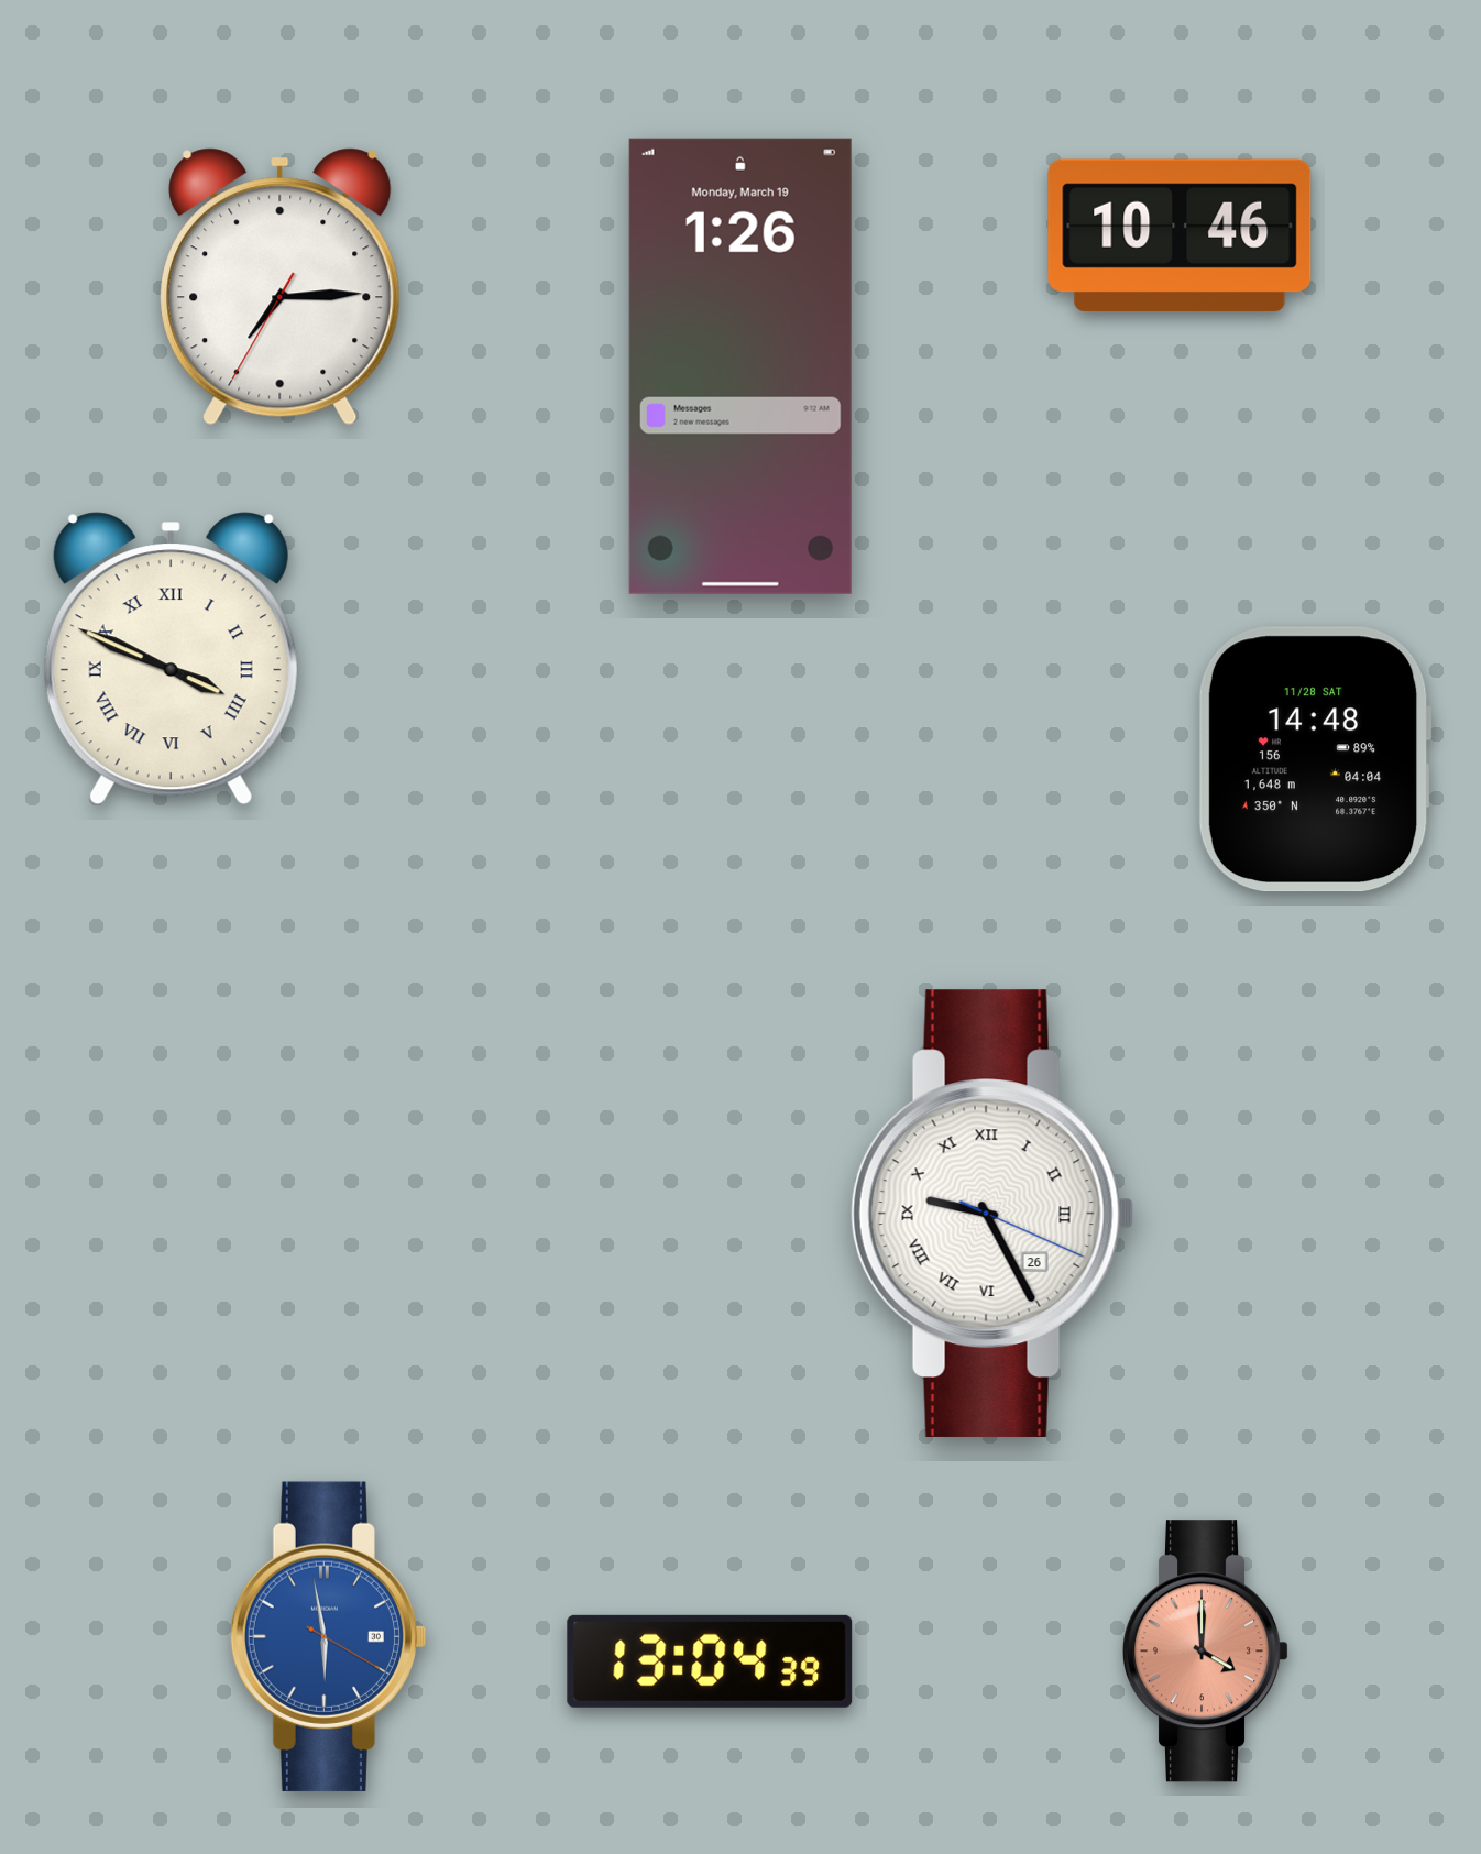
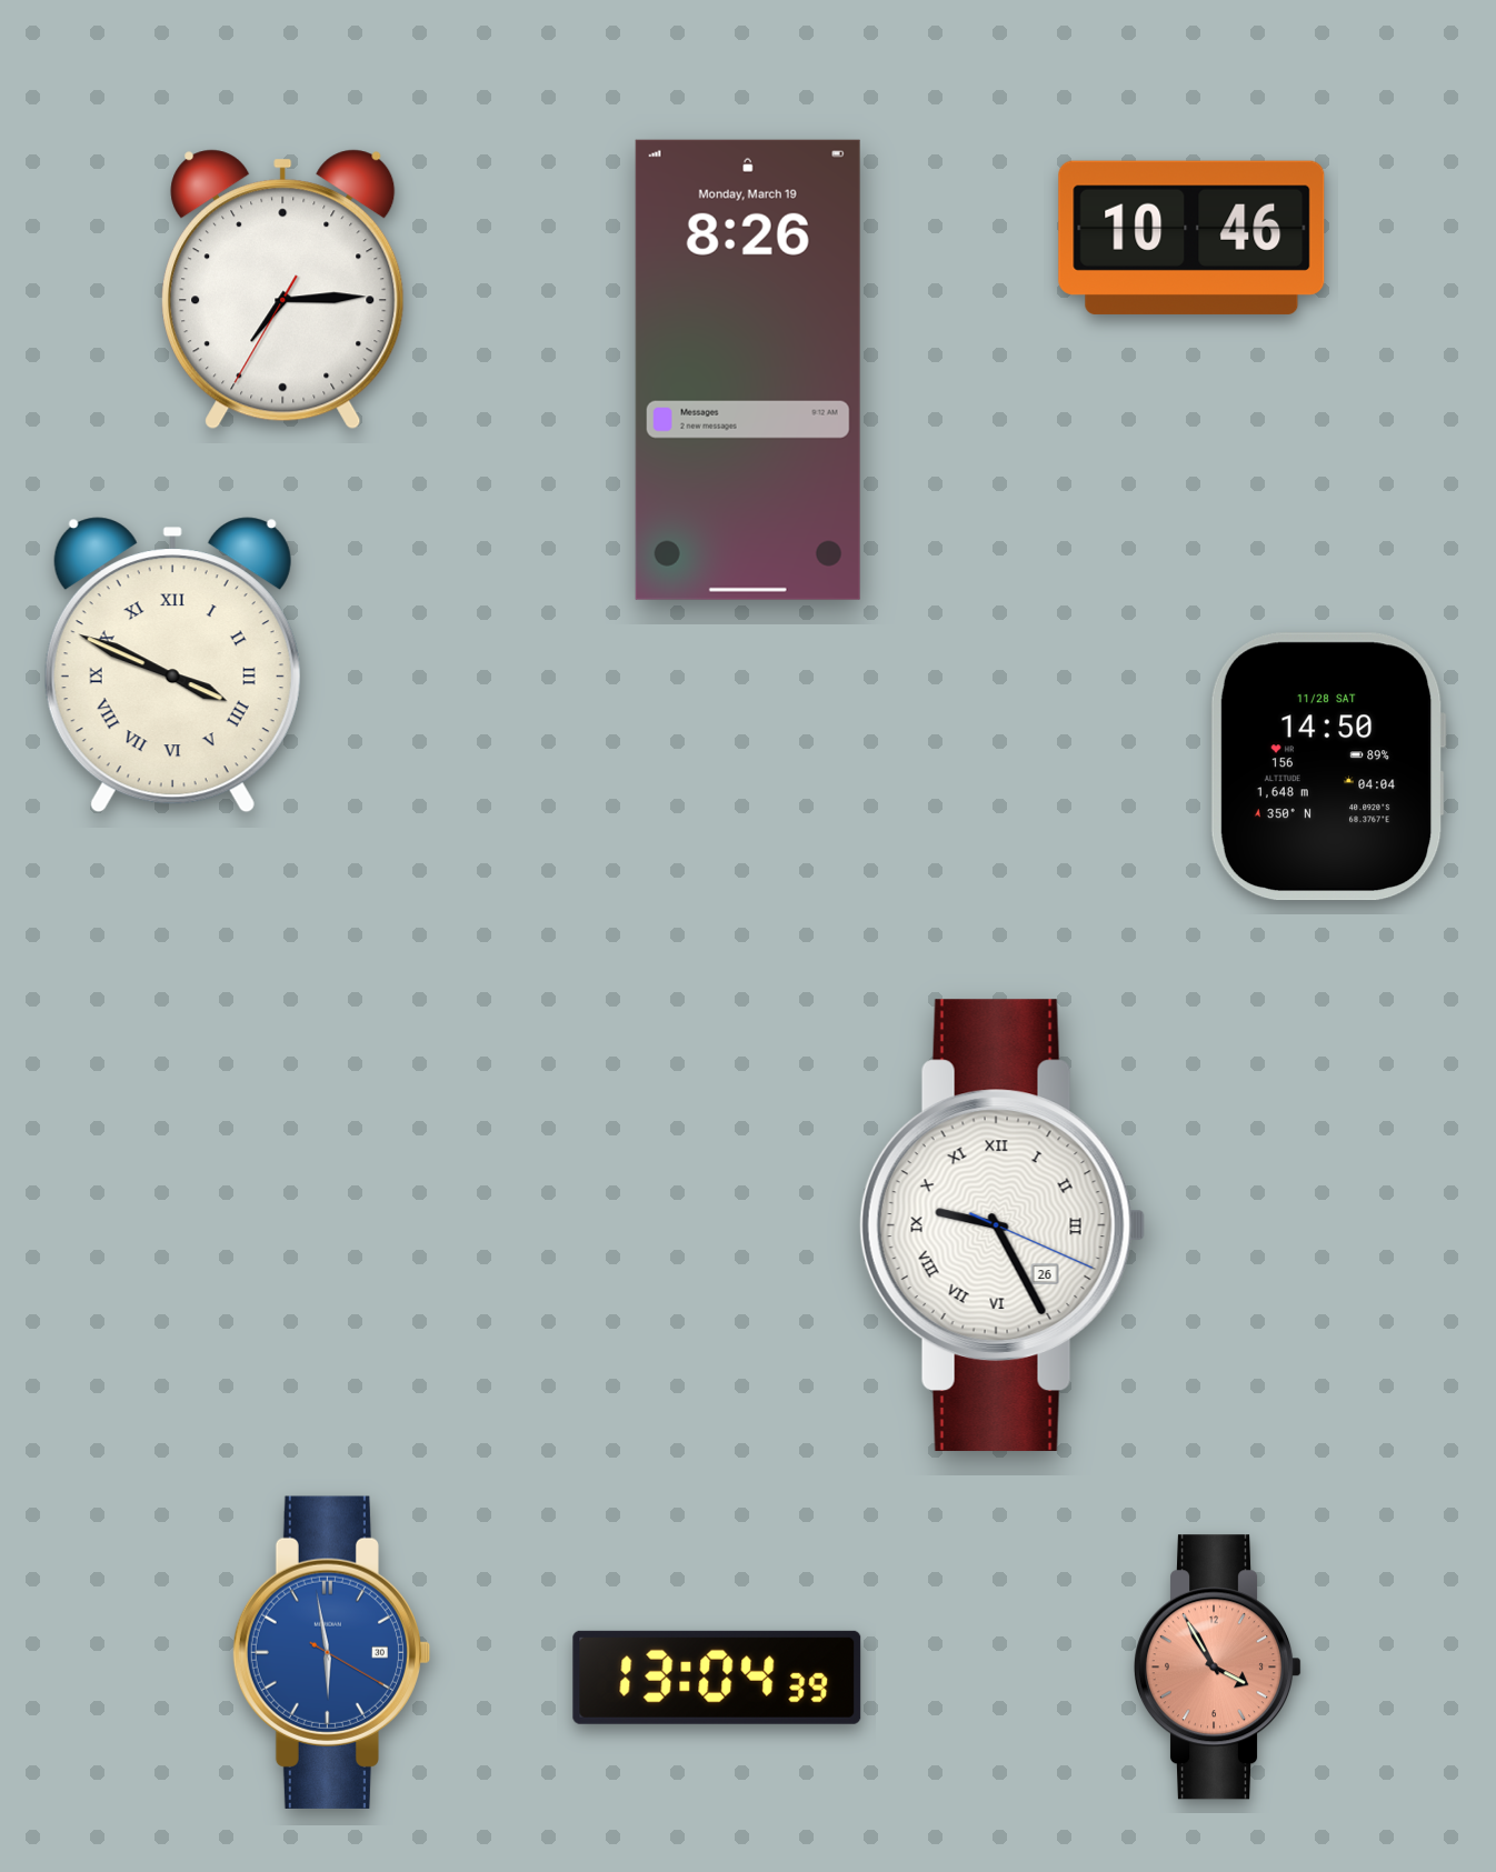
clock at (741, 366): 1:26 -> 8:26
clock at (1315, 759): 14:48 -> 14:50
clock at (1207, 1652): 4:00 -> 3:55
